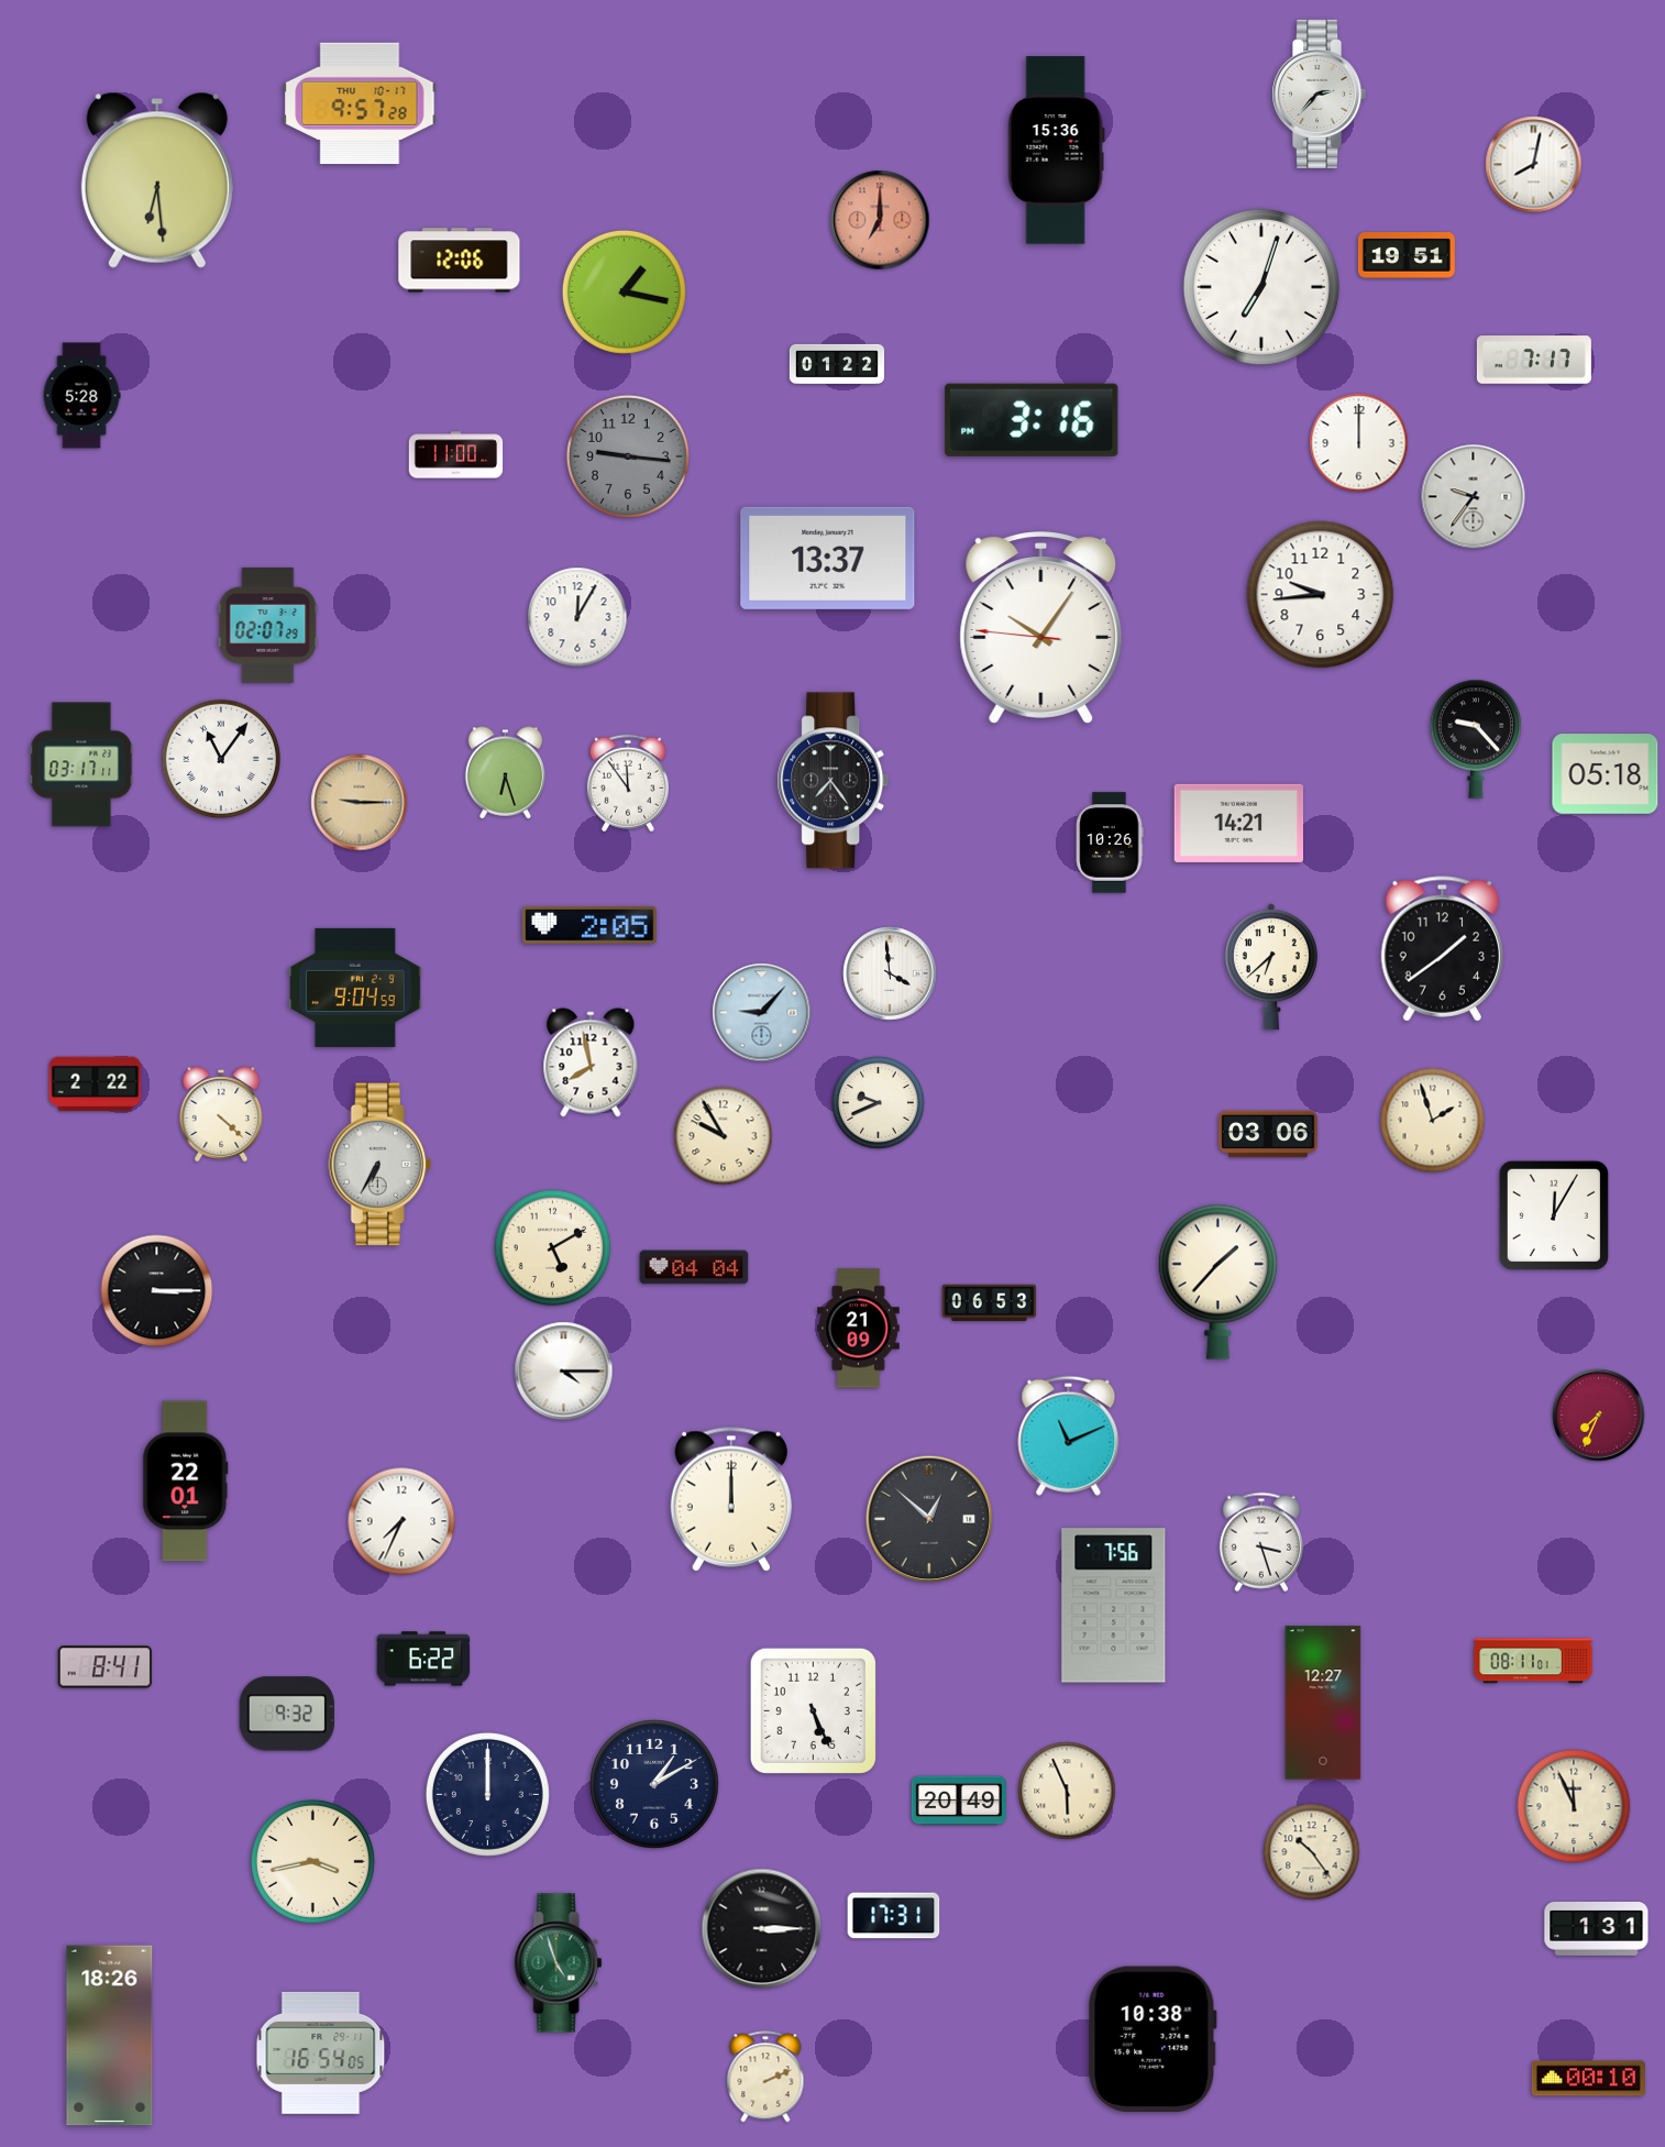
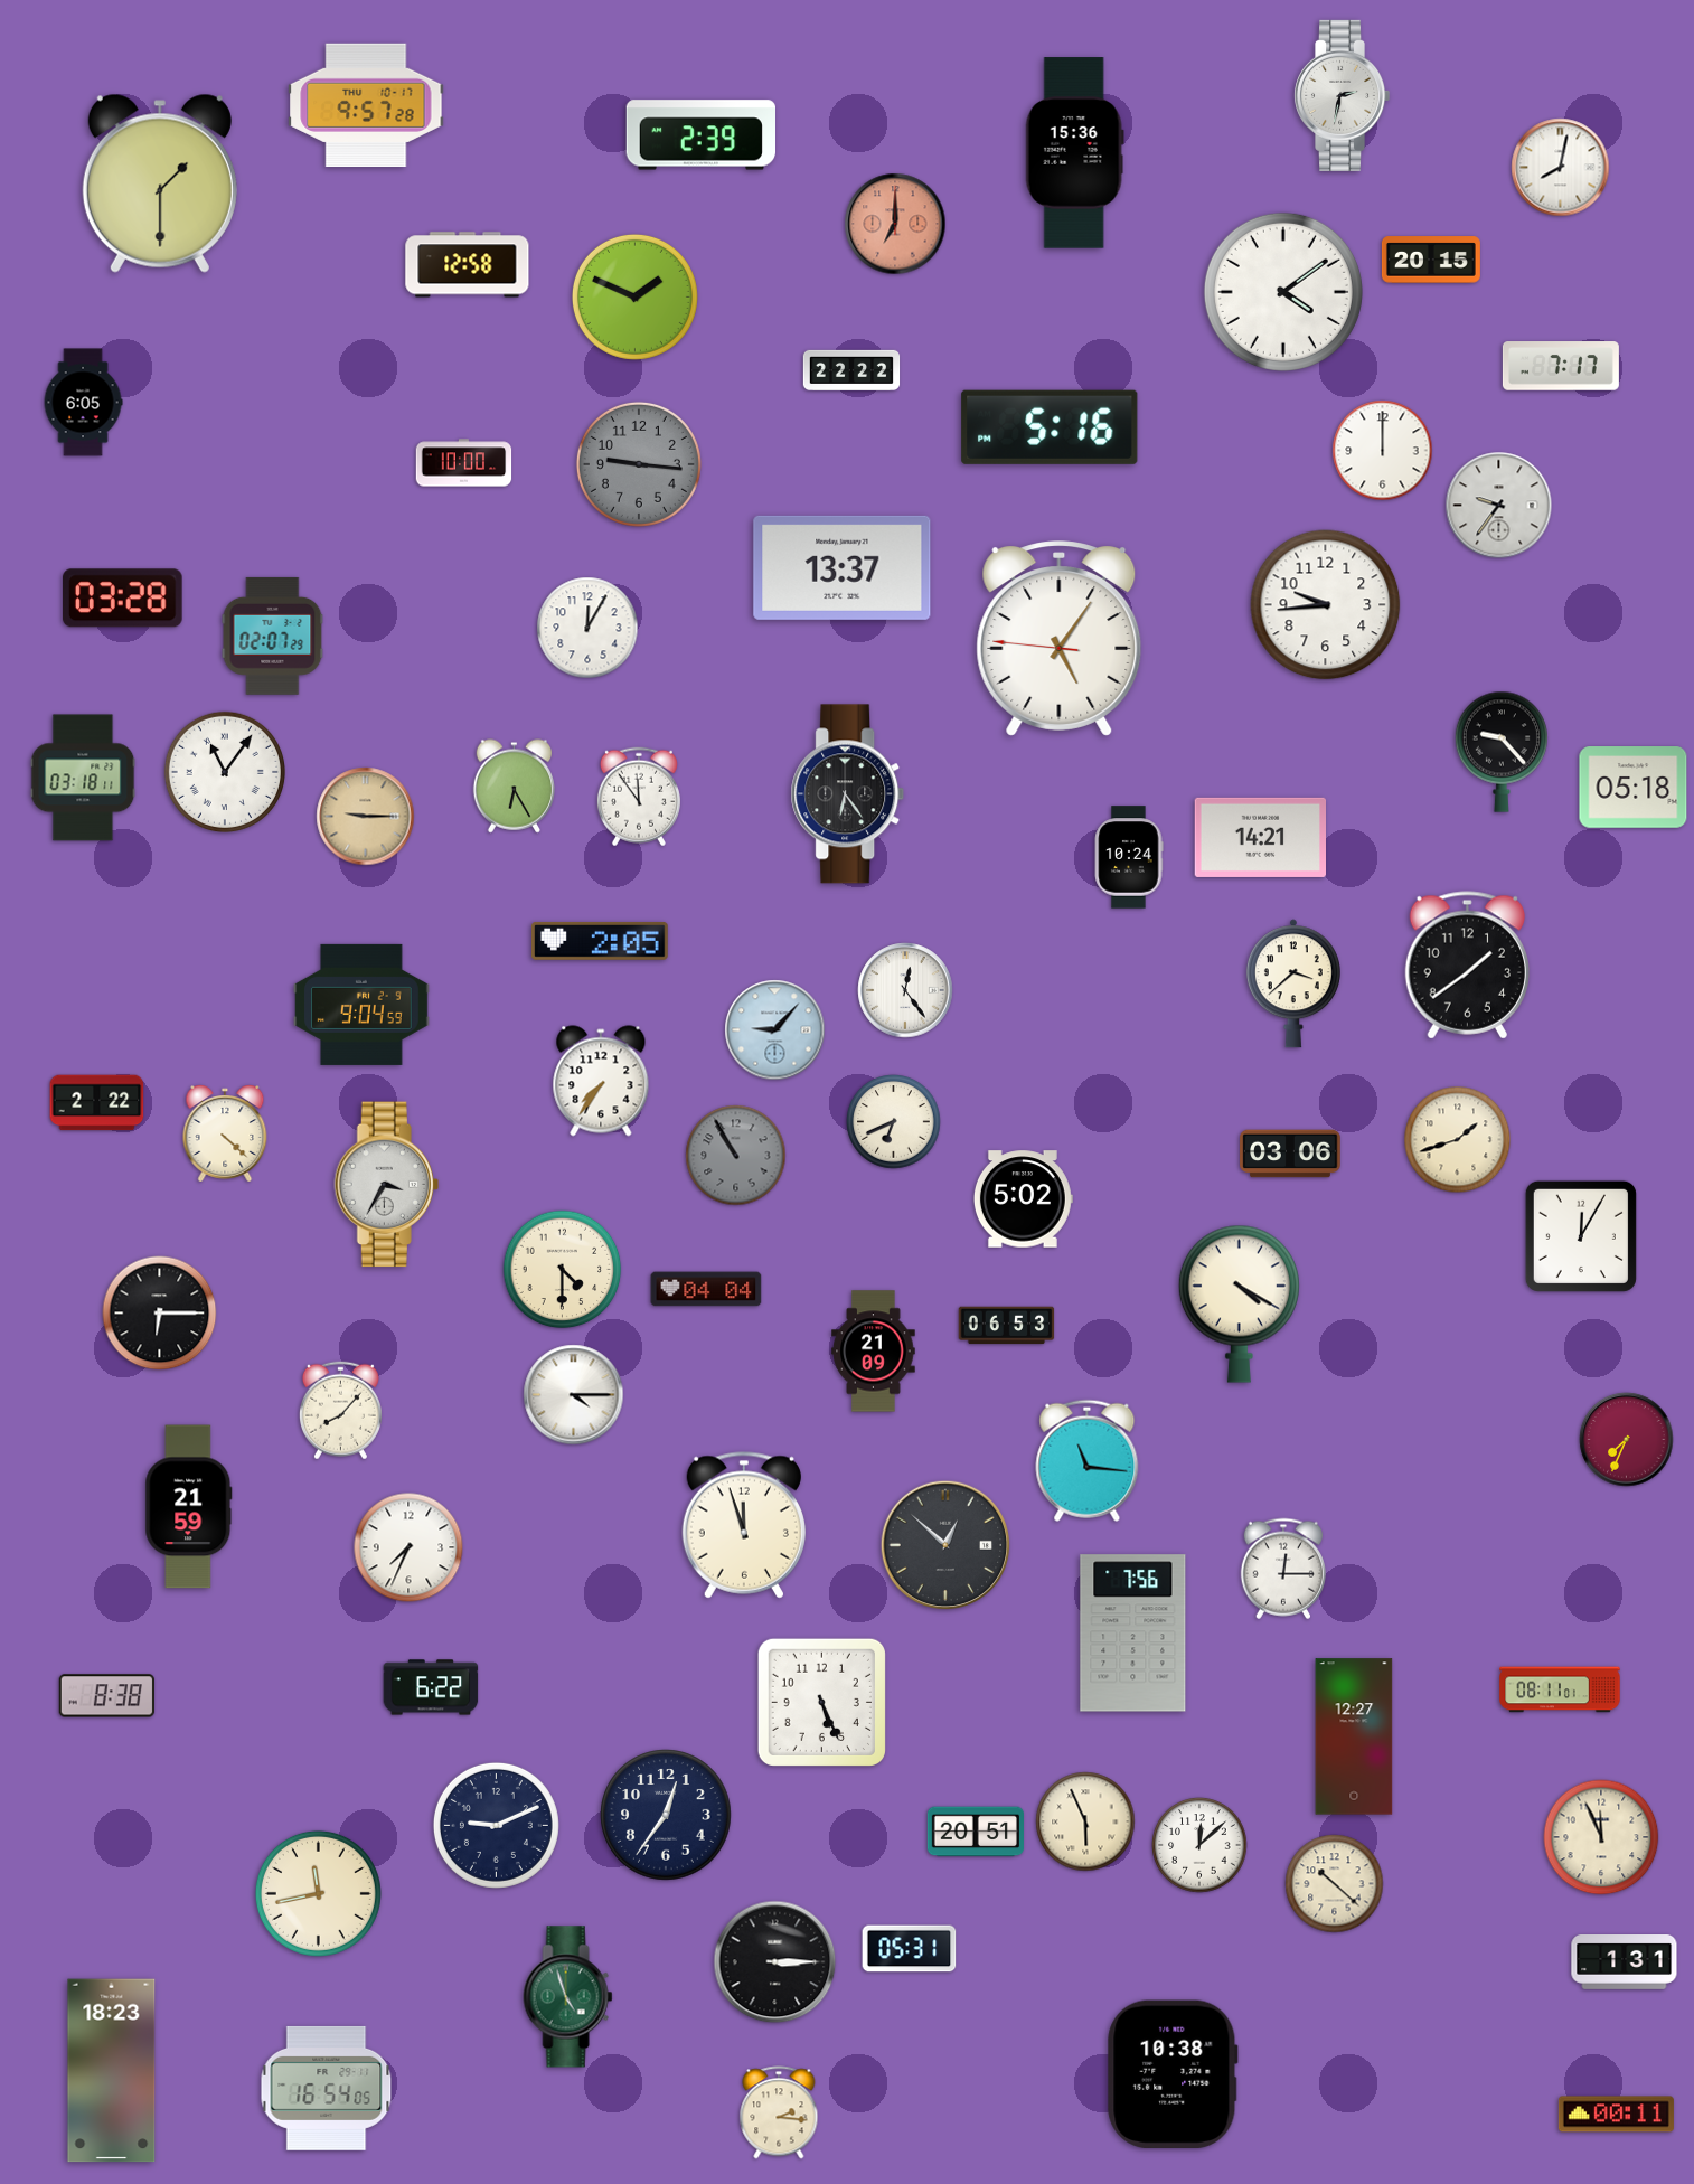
clock at (1320, 93): 2:37 -> 2:32
clock at (700, 135): none -> 2:39
clock at (157, 180): 6:29 -> 1:30
clock at (1407, 255): 19:51 -> 20:15
clock at (460, 261): 12:06 -> 12:58
clock at (1261, 287): 7:03 -> 4:09
clock at (624, 291): 1:17 -> 1:49
clock at (837, 363): 01:22 -> 22:22
clock at (81, 396): 5:28 -> 6:05
clock at (1032, 420): 3:16 -> 5:16
clock at (456, 455): 11:00 -> 10:00
clock at (123, 599): none -> 03:28
clock at (1321, 595) position: (1321, 595) -> (1326, 605)
clock at (1041, 628): 10:05 -> 5:05
clock at (81, 764): 03:17 -> 03:18
clock at (506, 773): 6:27 -> 6:25
clock at (834, 781): 7:24 -> 6:24
clock at (1110, 843): 10:26 -> 10:24
clock at (1271, 967): 6:38 -> 3:38
clock at (890, 973): 3:59 -> 12:24
clock at (591, 1063): 7:58 -> 7:36
clock at (879, 1103): 9:41 -> 6:41
clock at (1433, 1121): 1:57 -> 1:42
clock at (724, 1136): 9:55 -> 10:55
clock at (724, 1136) dial: cream -> grey
clock at (379, 1165): 6:35 -> 3:35
clock at (1023, 1199): none -> 5:02
clock at (553, 1248): 5:10 -> 4:30
clock at (1217, 1281): 1:37 -> 4:20
clock at (157, 1291): 3:15 -> 6:15
clock at (340, 1411): none -> 8:07
clock at (1069, 1435): 11:11 -> 11:16
clock at (186, 1482): 22:01 -> 21:59
clock at (731, 1499): 12:00 -> 11:57
clock at (1260, 1542): 3:27 -> 12:15
clock at (106, 1667): 8:41 -> 8:38
clock at (1323, 1703) position: (1323, 1703) -> (1354, 1736)
clock at (813, 1710) position: (813, 1710) -> (821, 1702)
clock at (287, 1714): 9:32 -> none
clock at (654, 1784): 1:10 -> 12:36
clock at (487, 1794): 12:00 -> 9:11
clock at (958, 1801): 20:49 -> 20:51
clock at (1199, 1845): none -> 12:08
clock at (1312, 1852): 10:24 -> 10:22
clock at (312, 1861): 3:43 -> 11:43
clock at (894, 1916): 17:31 -> 05:31
clock at (110, 2036): 18:26 -> 18:23
clock at (765, 2077): 2:11 -> 2:16
clock at (1588, 2079): 00:10 -> 00:11
